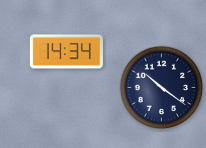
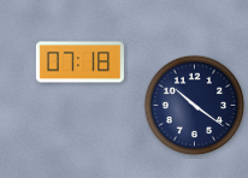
clock at (66, 52): 14:34 -> 07:18
